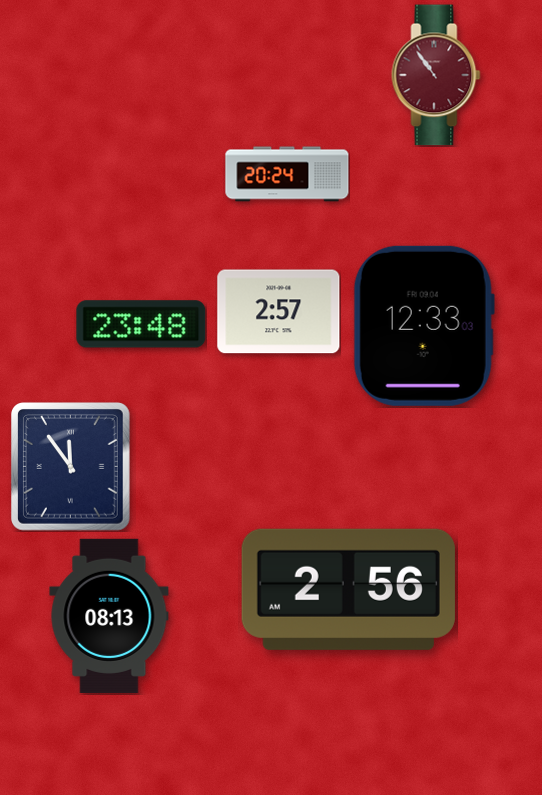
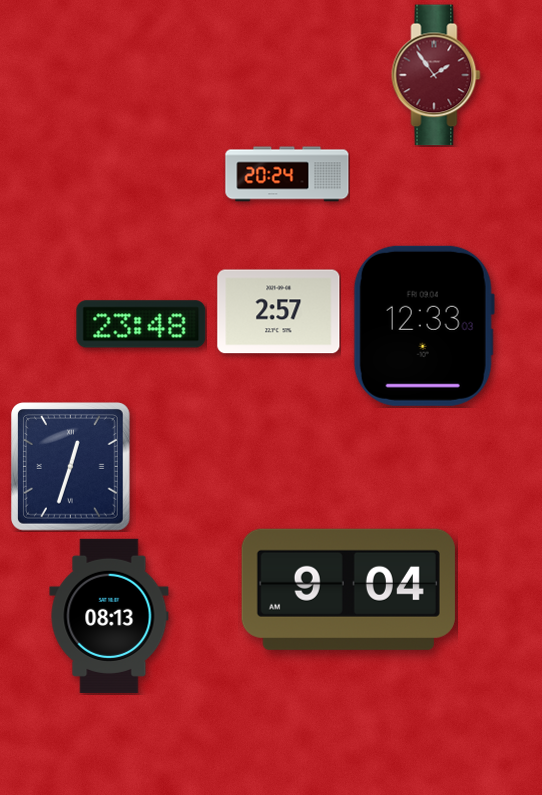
clock at (436, 75): 10:54 -> 1:54
clock at (71, 467): 11:54 -> 12:33
clock at (348, 589): 2:56 -> 9:04
